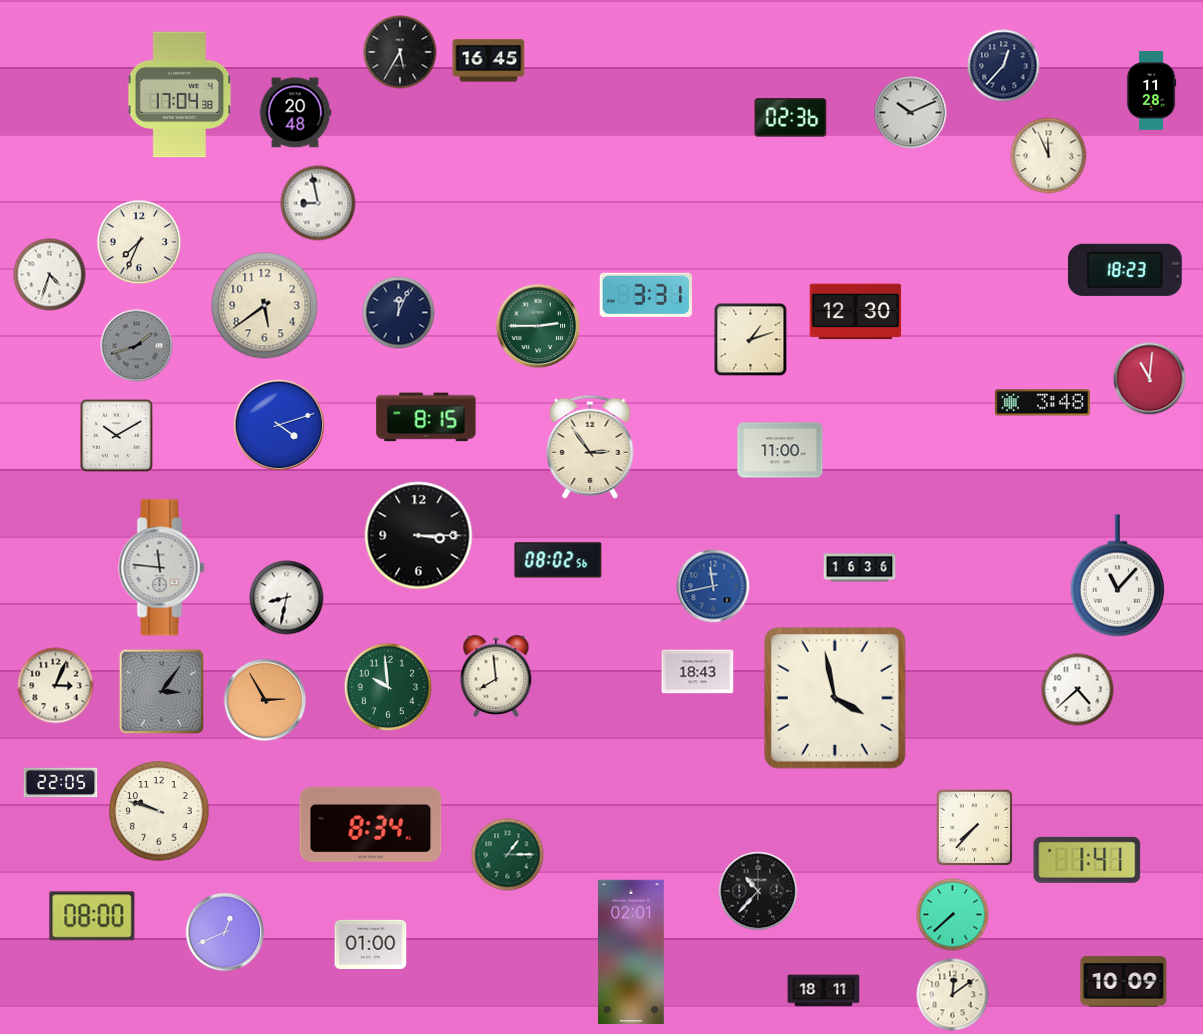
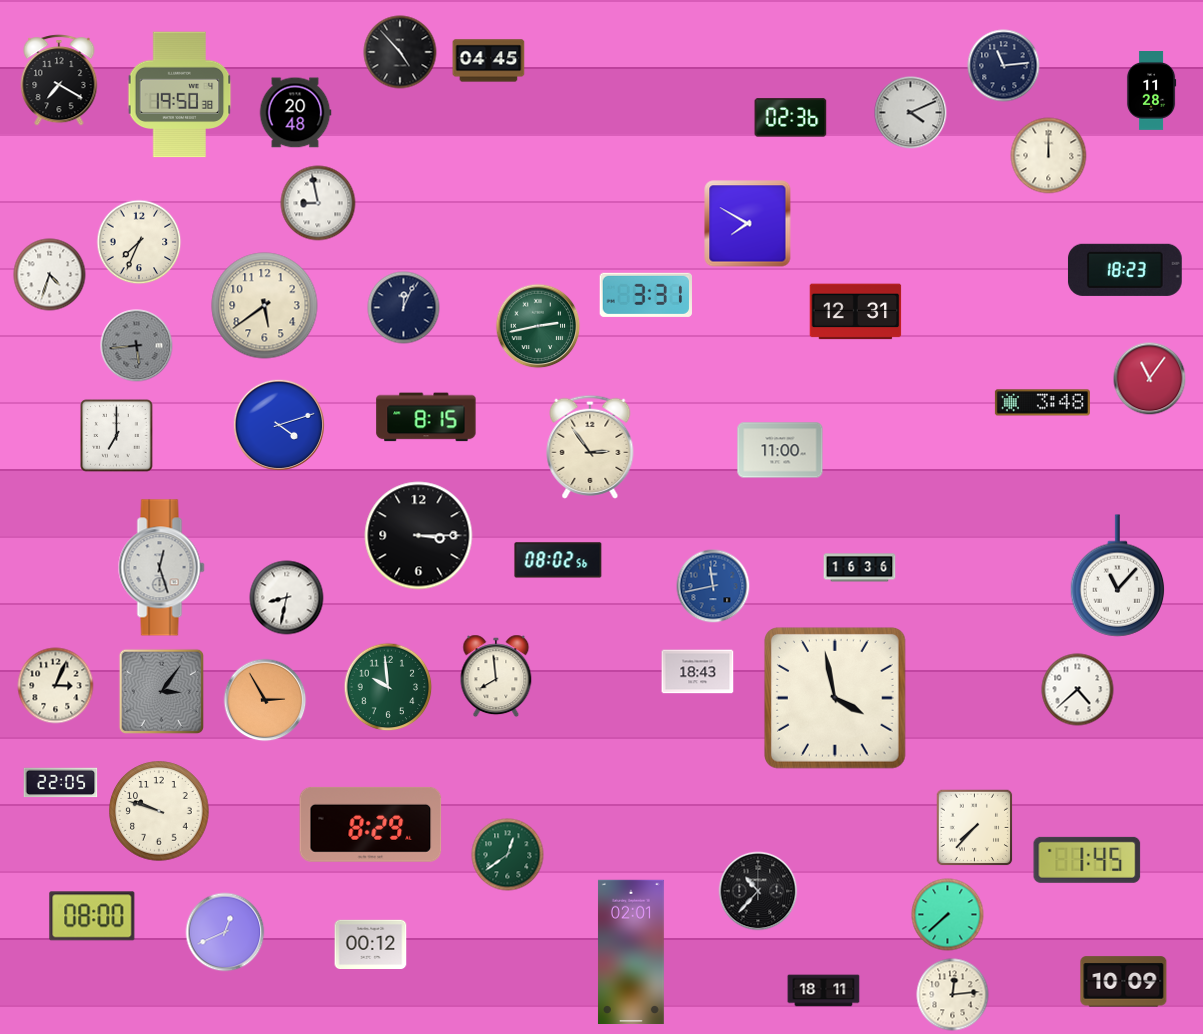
clock at (400, 52): 5:35 -> 4:53
clock at (489, 61): 16:45 -> 04:45
clock at (1004, 66): 12:37 -> 11:14
clock at (59, 80): none -> 7:20
clock at (180, 95): 17:04 -> 19:50
clock at (911, 113): 10:11 -> 4:11
clock at (1049, 156): 11:56 -> 12:00
clock at (748, 224): none -> 7:50
clock at (856, 312): 12:30 -> 12:31
clock at (399, 313) position: (399, 313) -> (404, 308)
clock at (538, 326): 2:45 -> 2:43
clock at (751, 340): 1:12 -> none
clock at (137, 346): 1:42 -> 5:44
clock at (1150, 379): 11:01 -> 11:06
clock at (117, 436): 10:10 -> 7:00
clock at (162, 568): 11:46 -> 12:27
clock at (371, 824): 8:34 -> 8:29
clock at (508, 855): 1:15 -> 12:39
clock at (1087, 860): 1:41 -> 1:45
clock at (953, 915) position: (953, 915) -> (948, 915)
clock at (371, 945): 01:00 -> 00:12
clock at (953, 995): 12:09 -> 12:14
